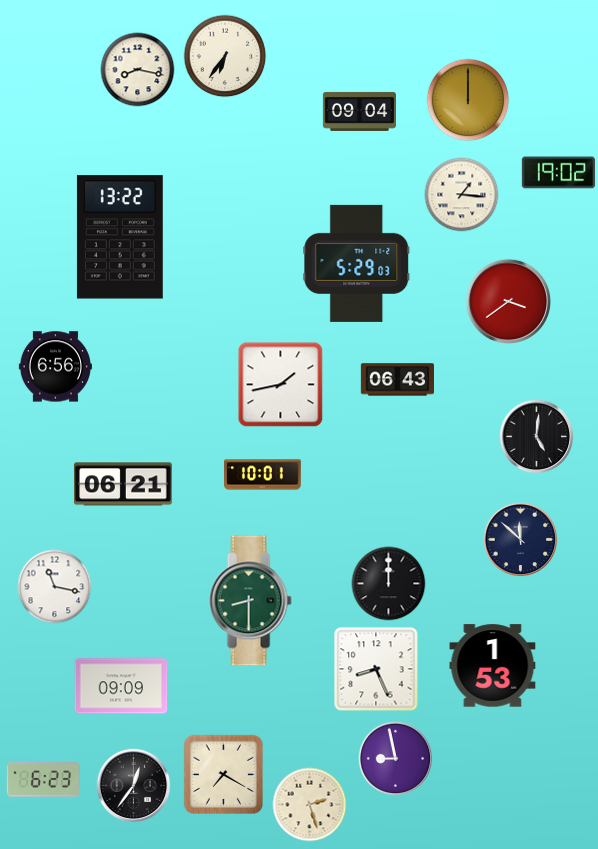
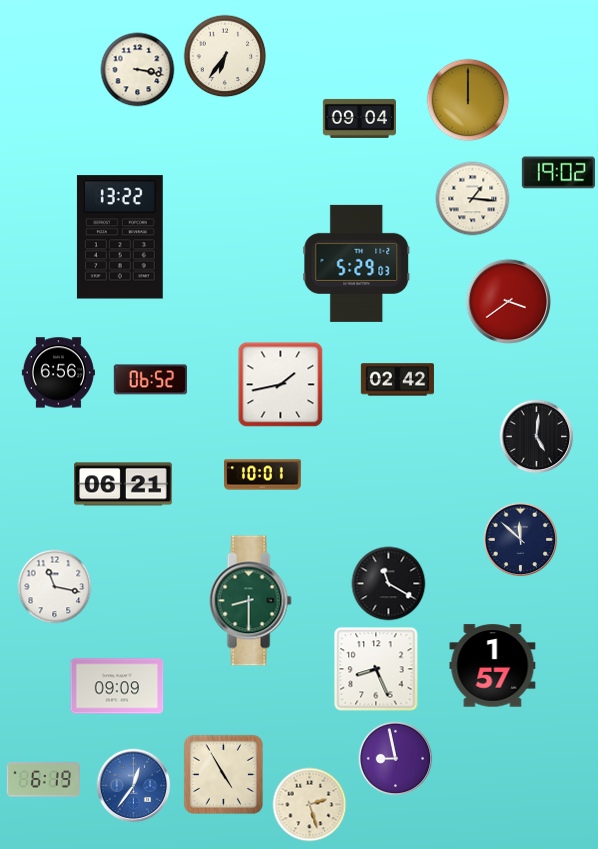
clock at (138, 70): 8:17 -> 3:17
clock at (359, 111) position: (359, 111) -> (359, 118)
clock at (462, 195) position: (462, 195) -> (473, 199)
clock at (55, 367) position: (55, 367) -> (58, 373)
clock at (150, 380): none -> 06:52
clock at (397, 380): 06:43 -> 02:42
clock at (389, 584): 12:00 -> 11:20
clock at (493, 666): 1:53 -> 1:57
clock at (121, 686) position: (121, 686) -> (117, 686)
clock at (223, 774): 7:20 -> 4:55
clock at (43, 780): 6:23 -> 6:19
clock at (134, 786) dial: black -> blue
